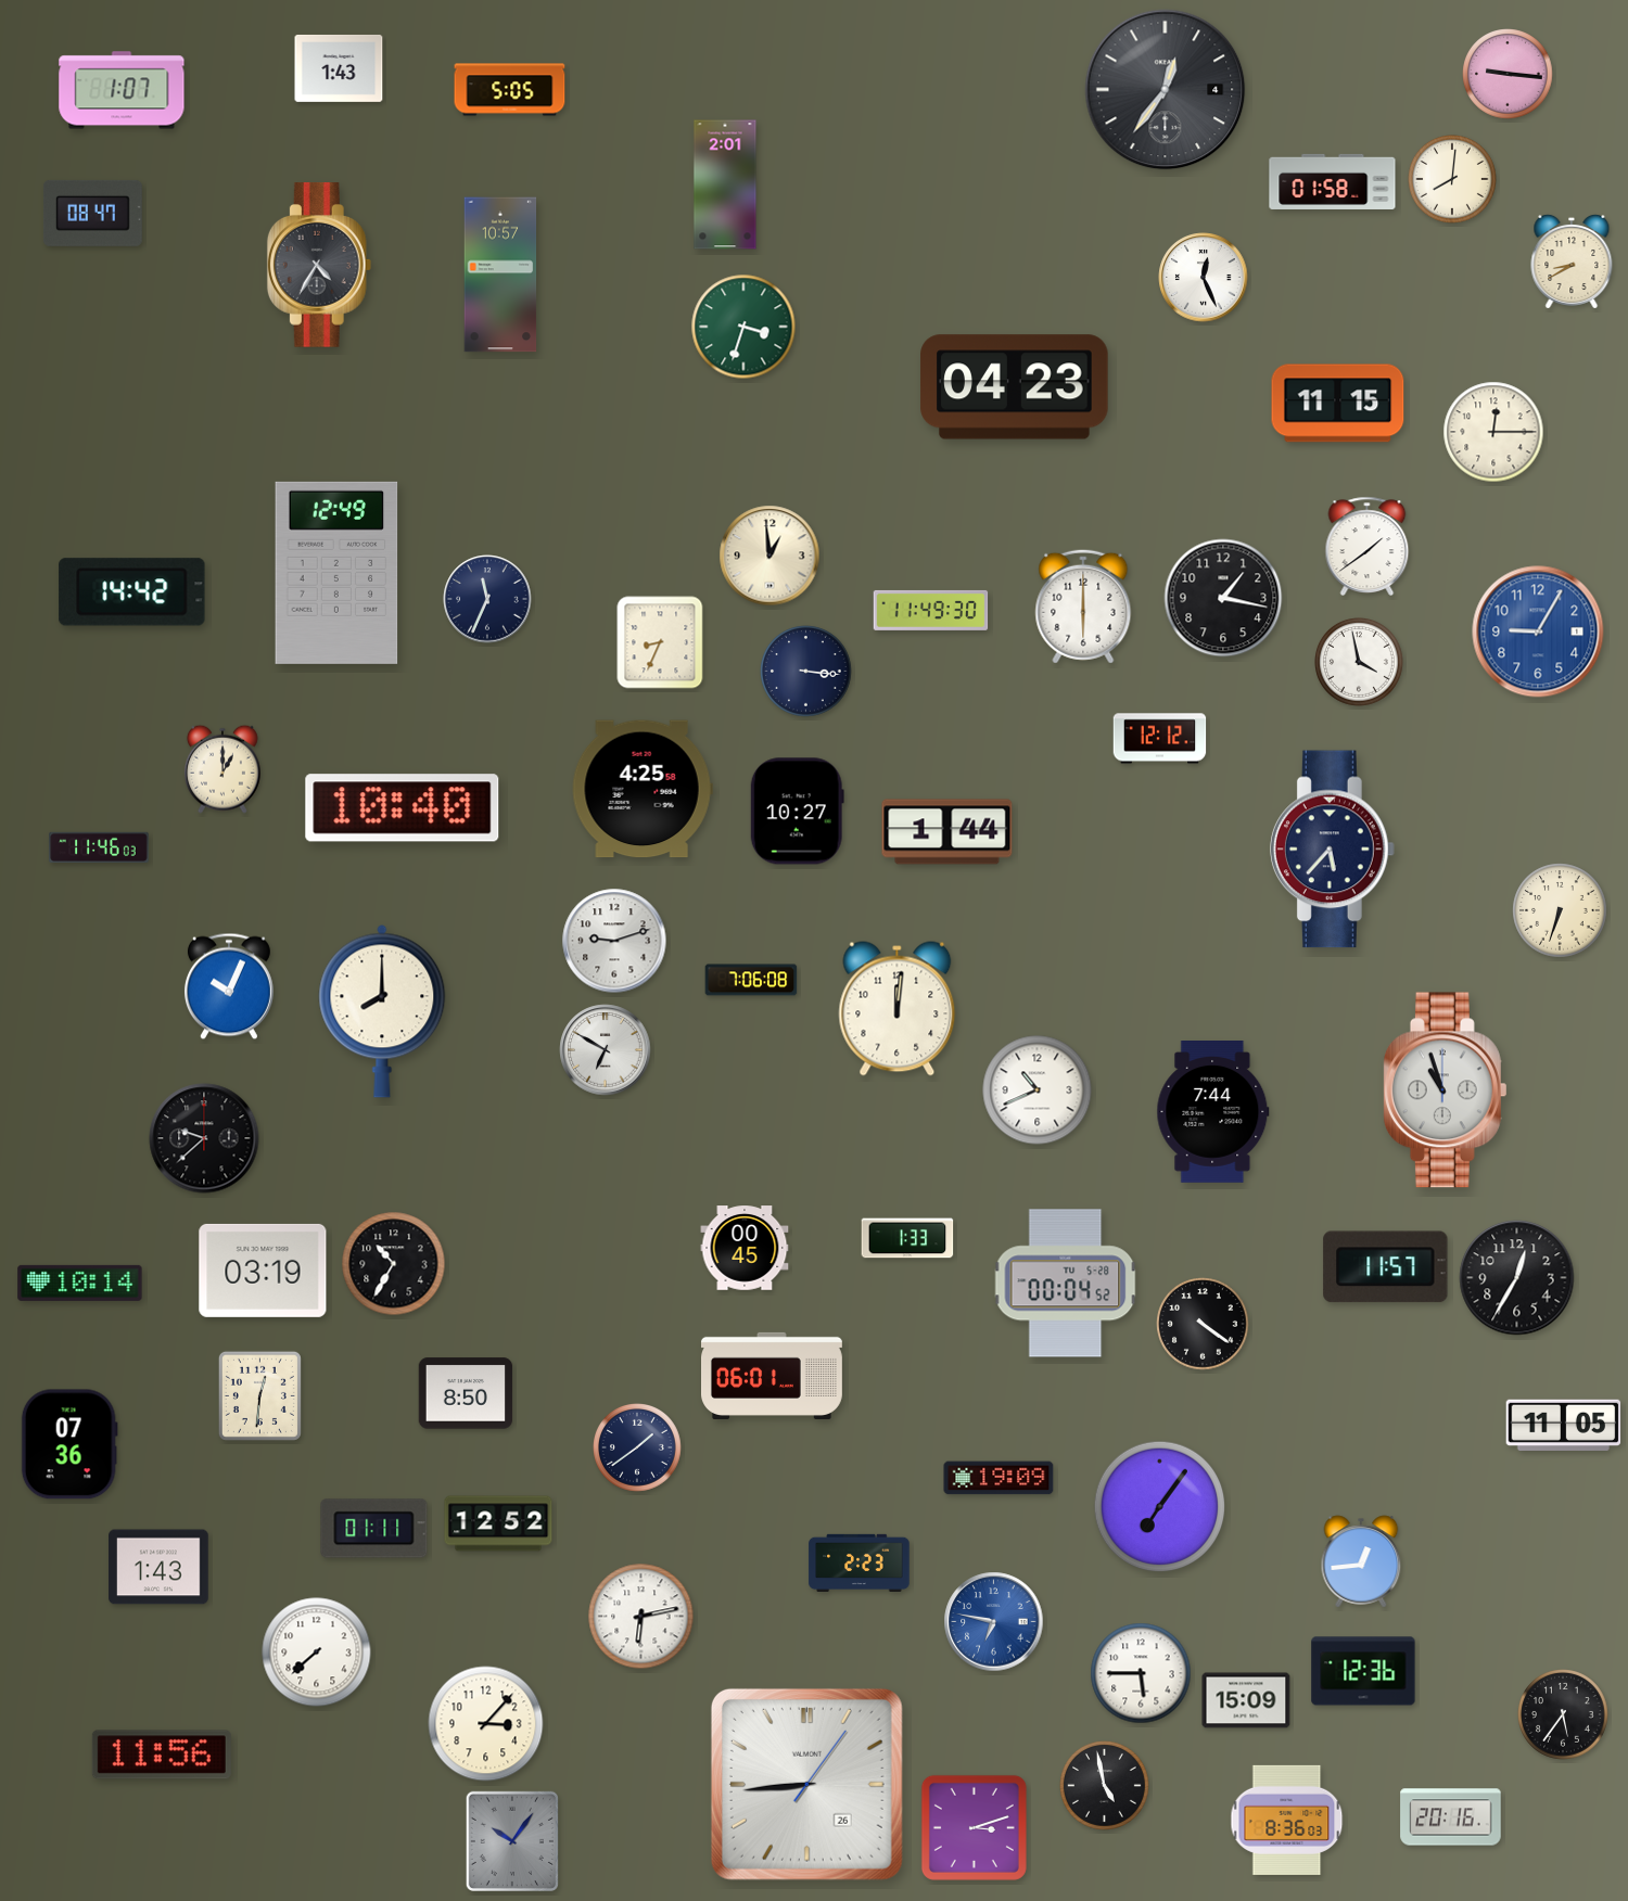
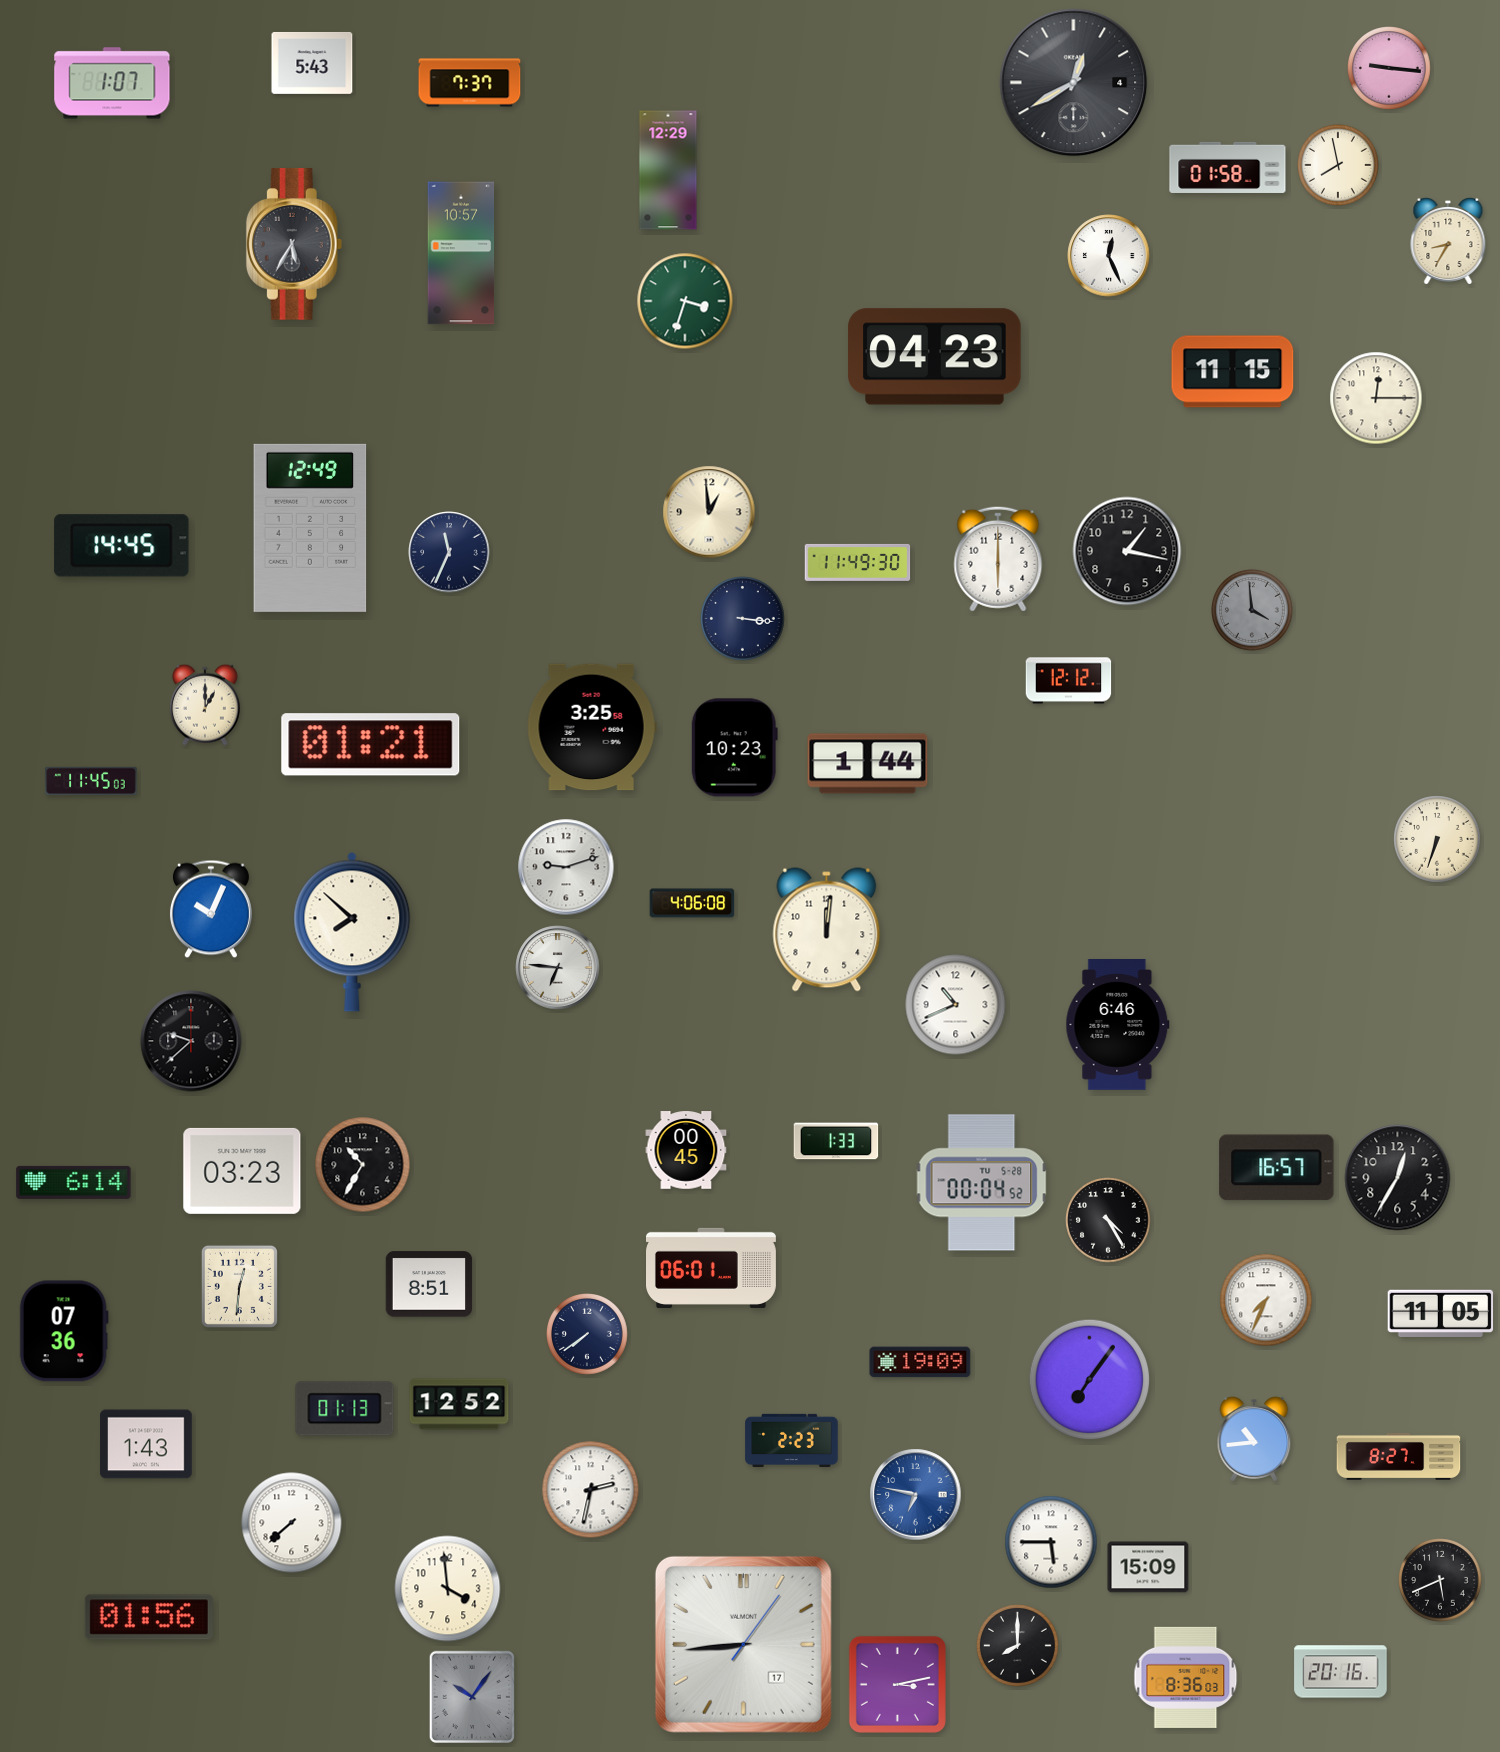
clock at (339, 68): 1:43 -> 5:43
clock at (510, 90): 5:05 -> 7:37
clock at (1166, 90): 12:36 -> 12:40
clock at (1453, 180): 8:01 -> 7:58
clock at (725, 184): 2:01 -> 12:29
clock at (92, 213): 08:47 -> none
clock at (1572, 261): 8:40 -> 8:35
clock at (319, 265): 4:35 -> 5:35
clock at (1368, 546): 1:39 -> none
clock at (132, 592): 14:42 -> 14:45
clock at (1538, 631): 9:05 -> none
clock at (660, 642): 8:34 -> none
clock at (1360, 663): 3:58 -> 3:59
clock at (1360, 663) dial: white -> grey
clock at (222, 769) position: (222, 769) -> (205, 705)
clock at (643, 789): 4:25 -> 3:25
clock at (403, 808): 10:40 -> 01:21
clock at (797, 812): 10:27 -> 10:23
clock at (947, 832) position: (947, 832) -> (868, 764)
clock at (99, 847): 11:46 -> 11:45
clock at (1332, 850): 5:37 -> none
clock at (751, 980): 7:06 -> 4:06
clock at (382, 1011): 8:00 -> 7:52
clock at (606, 1050): 6:50 -> 6:46
clock at (1445, 1090): 10:57 -> none
clock at (1213, 1112): 7:44 -> 6:46
clock at (204, 1138) position: (204, 1138) -> (191, 1041)
clock at (1386, 1267): 11:57 -> 16:57
clock at (263, 1271): 03:19 -> 03:23
clock at (80, 1283): 10:14 -> 6:14
clock at (1203, 1324): 4:21 -> 4:25
clock at (466, 1393): 8:50 -> 8:51
clock at (1266, 1300): none -> 7:34
clock at (638, 1449): 1:39 -> 7:39
clock at (1160, 1507) position: (1160, 1507) -> (1090, 1380)
clock at (374, 1529): 01:11 -> 01:13
clock at (1361, 1561): 12:44 -> 10:44
clock at (1399, 1456): none -> 8:27
clock at (641, 1617): 6:13 -> 2:32
clock at (1363, 1671): 12:36 -> none
clock at (1563, 1714): 5:36 -> 5:41
clock at (486, 1724): 3:07 -> 3:59
clock at (162, 1755): 11:56 -> 01:56
clock at (806, 1784) date: 26 -> 17
clock at (1105, 1786): 4:58 -> 8:00
clock at (1451, 1817) position: (1451, 1817) -> (1341, 1672)
clock at (974, 1827): 3:12 -> 3:13
